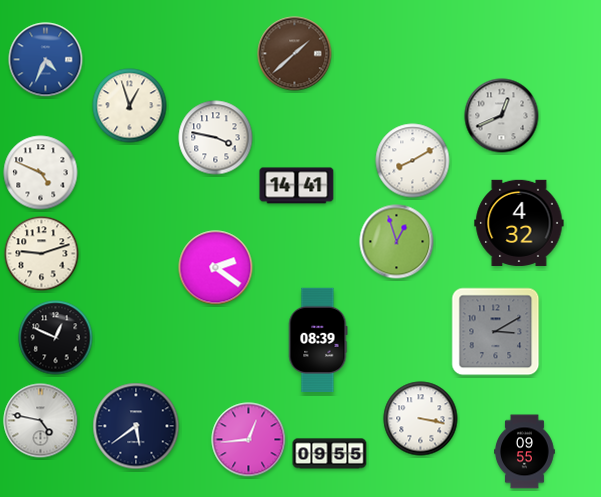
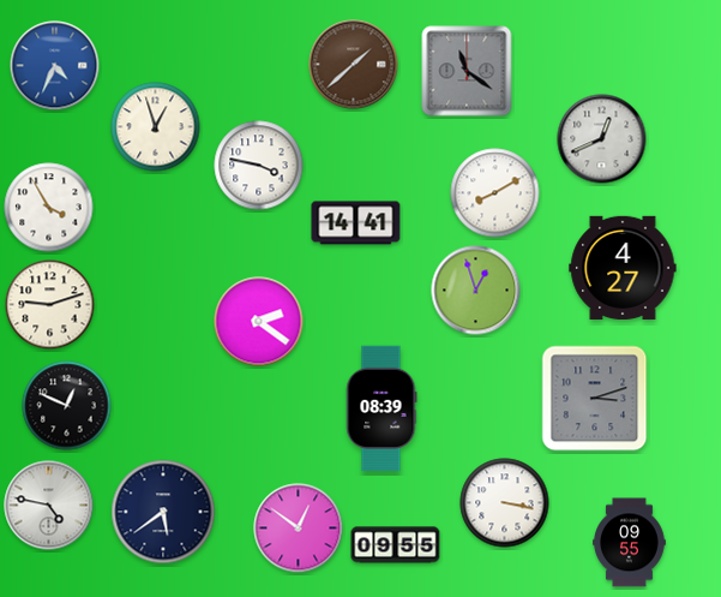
clock at (467, 71): none -> 11:21
clock at (46, 60) position: (46, 60) -> (55, 66)
clock at (41, 173): 4:49 -> 3:55
clock at (519, 223): 4:32 -> 4:27
clock at (496, 332): 3:10 -> 3:12
clock at (249, 440): 12:44 -> 12:51
